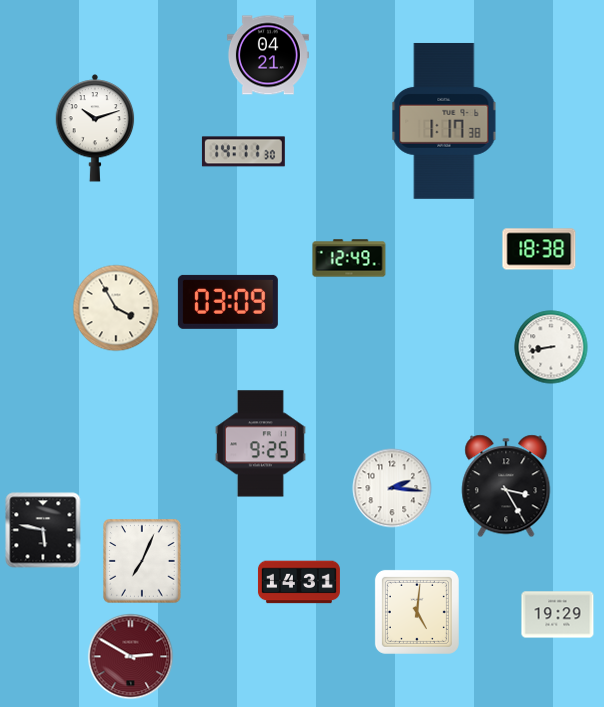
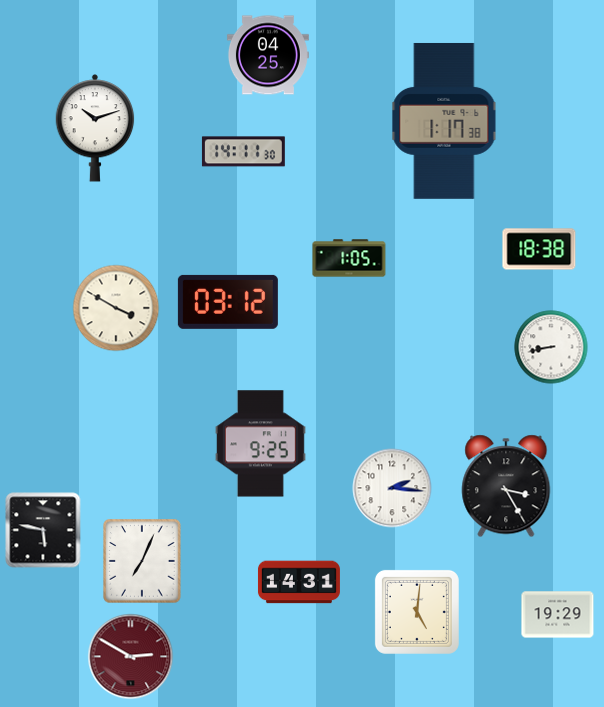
clock at (268, 55): 04:21 -> 04:25
clock at (349, 258): 12:49 -> 1:05
clock at (228, 302): 03:09 -> 03:12
clock at (116, 308): 3:55 -> 3:50
